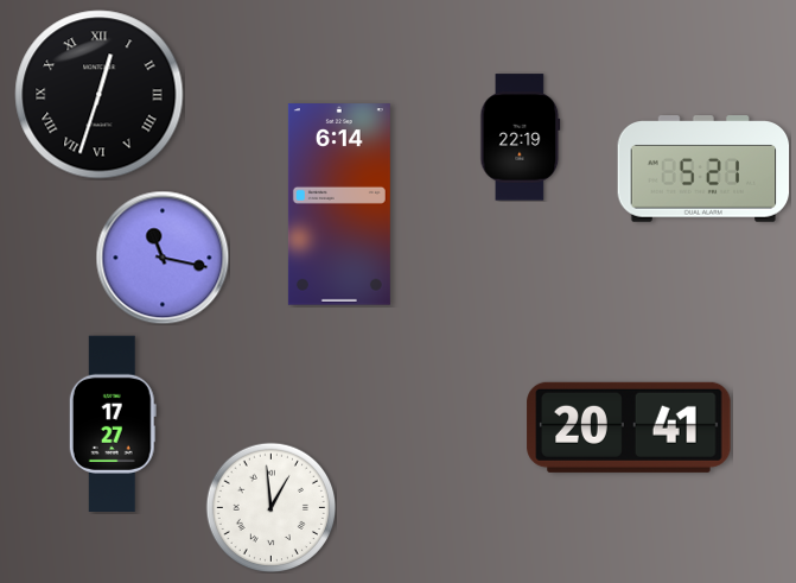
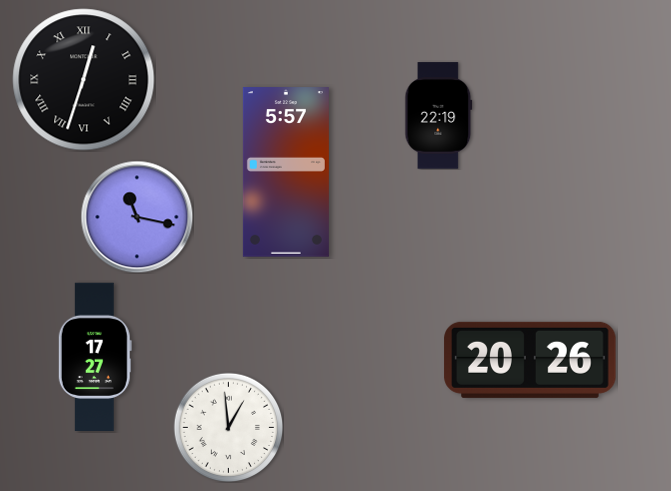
clock at (703, 169): 5:21 -> none
clock at (339, 204): 6:14 -> 5:57
clock at (629, 427): 20:41 -> 20:26
